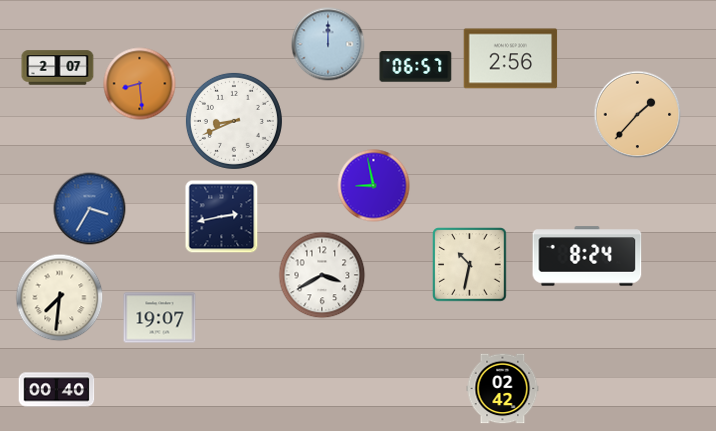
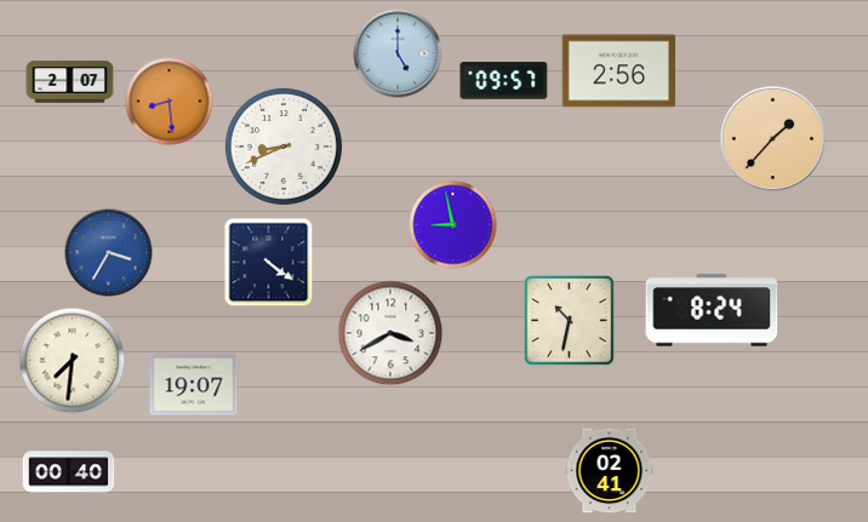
clock at (328, 44): 12:00 -> 5:00
clock at (416, 67): 06:57 -> 09:57
clock at (222, 217): 2:43 -> 4:21
clock at (503, 389): 02:42 -> 02:41
